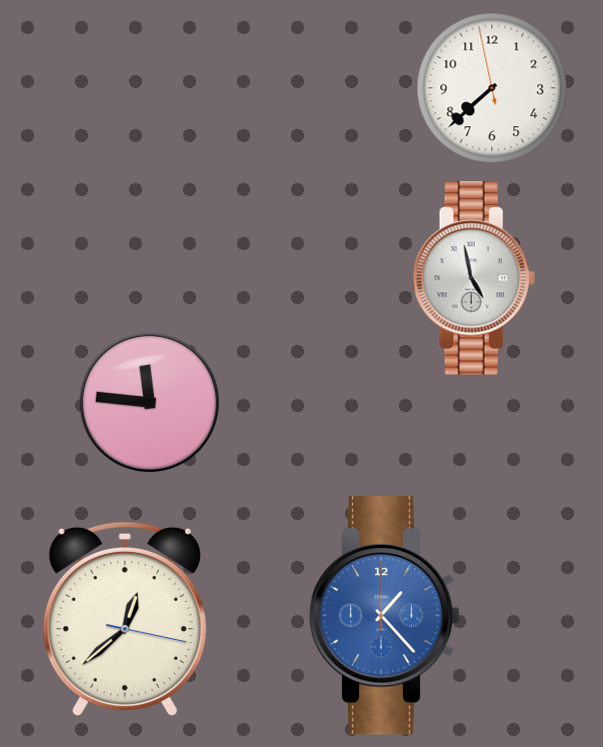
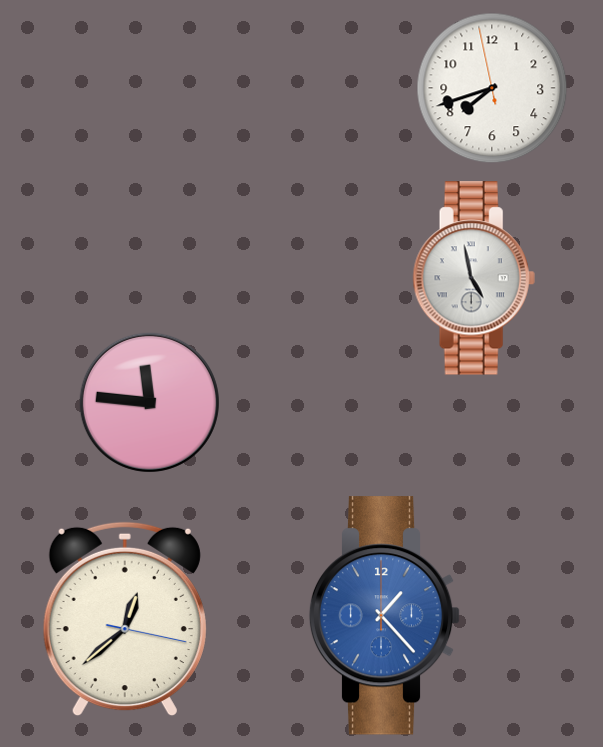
clock at (492, 88): 7:37 -> 7:41
